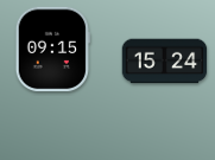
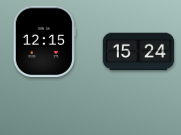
clock at (52, 50): 09:15 -> 12:15
